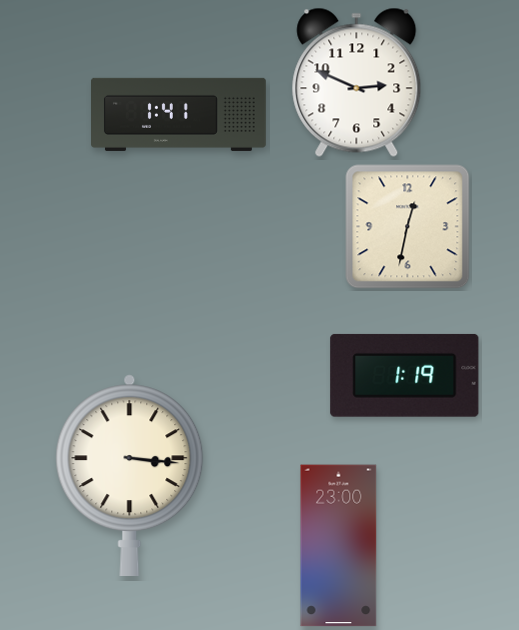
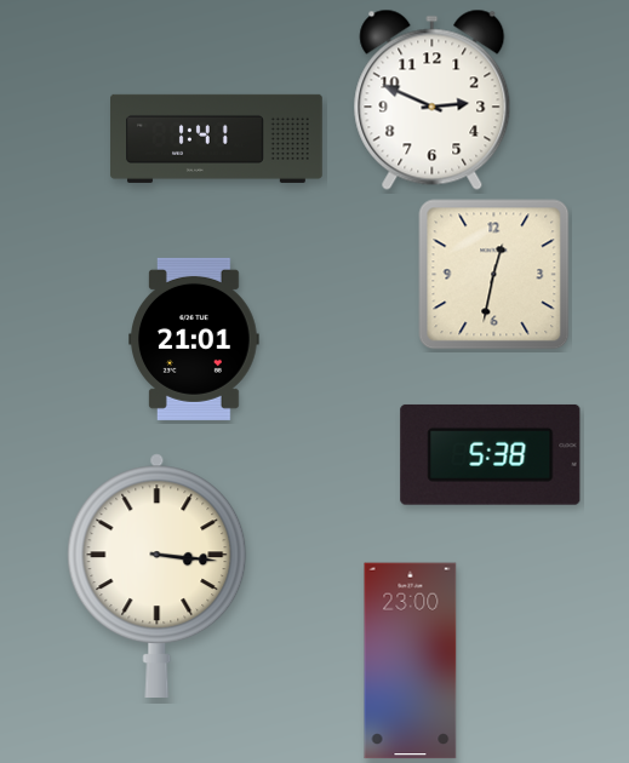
clock at (194, 339): none -> 21:01
clock at (405, 375): 1:19 -> 5:38
